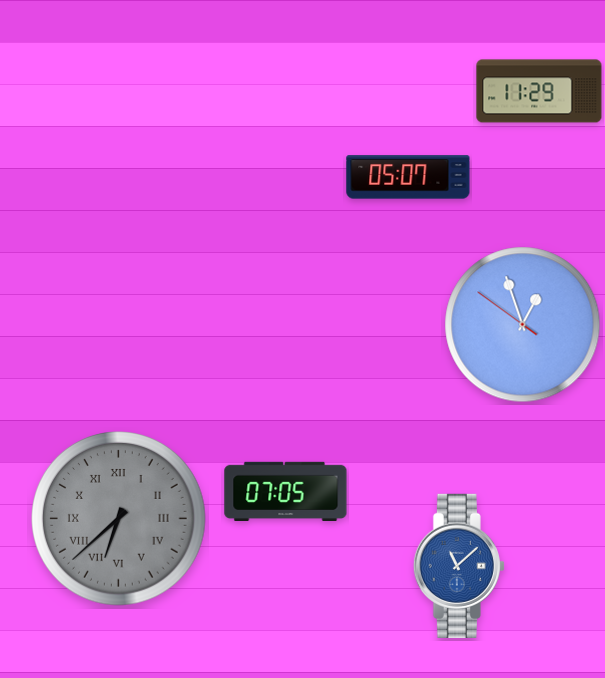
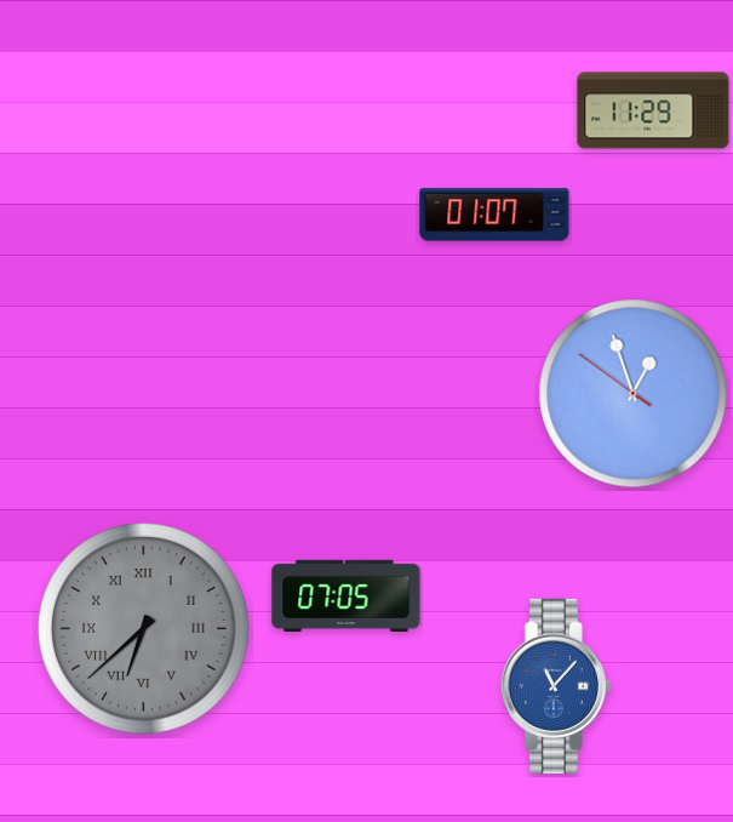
clock at (408, 177): 05:07 -> 01:07
clock at (459, 566): 11:08 -> 11:07
